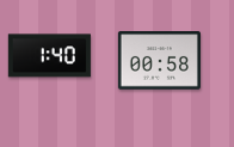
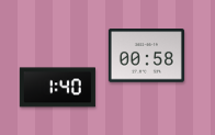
clock at (49, 56) position: (49, 56) -> (57, 88)
